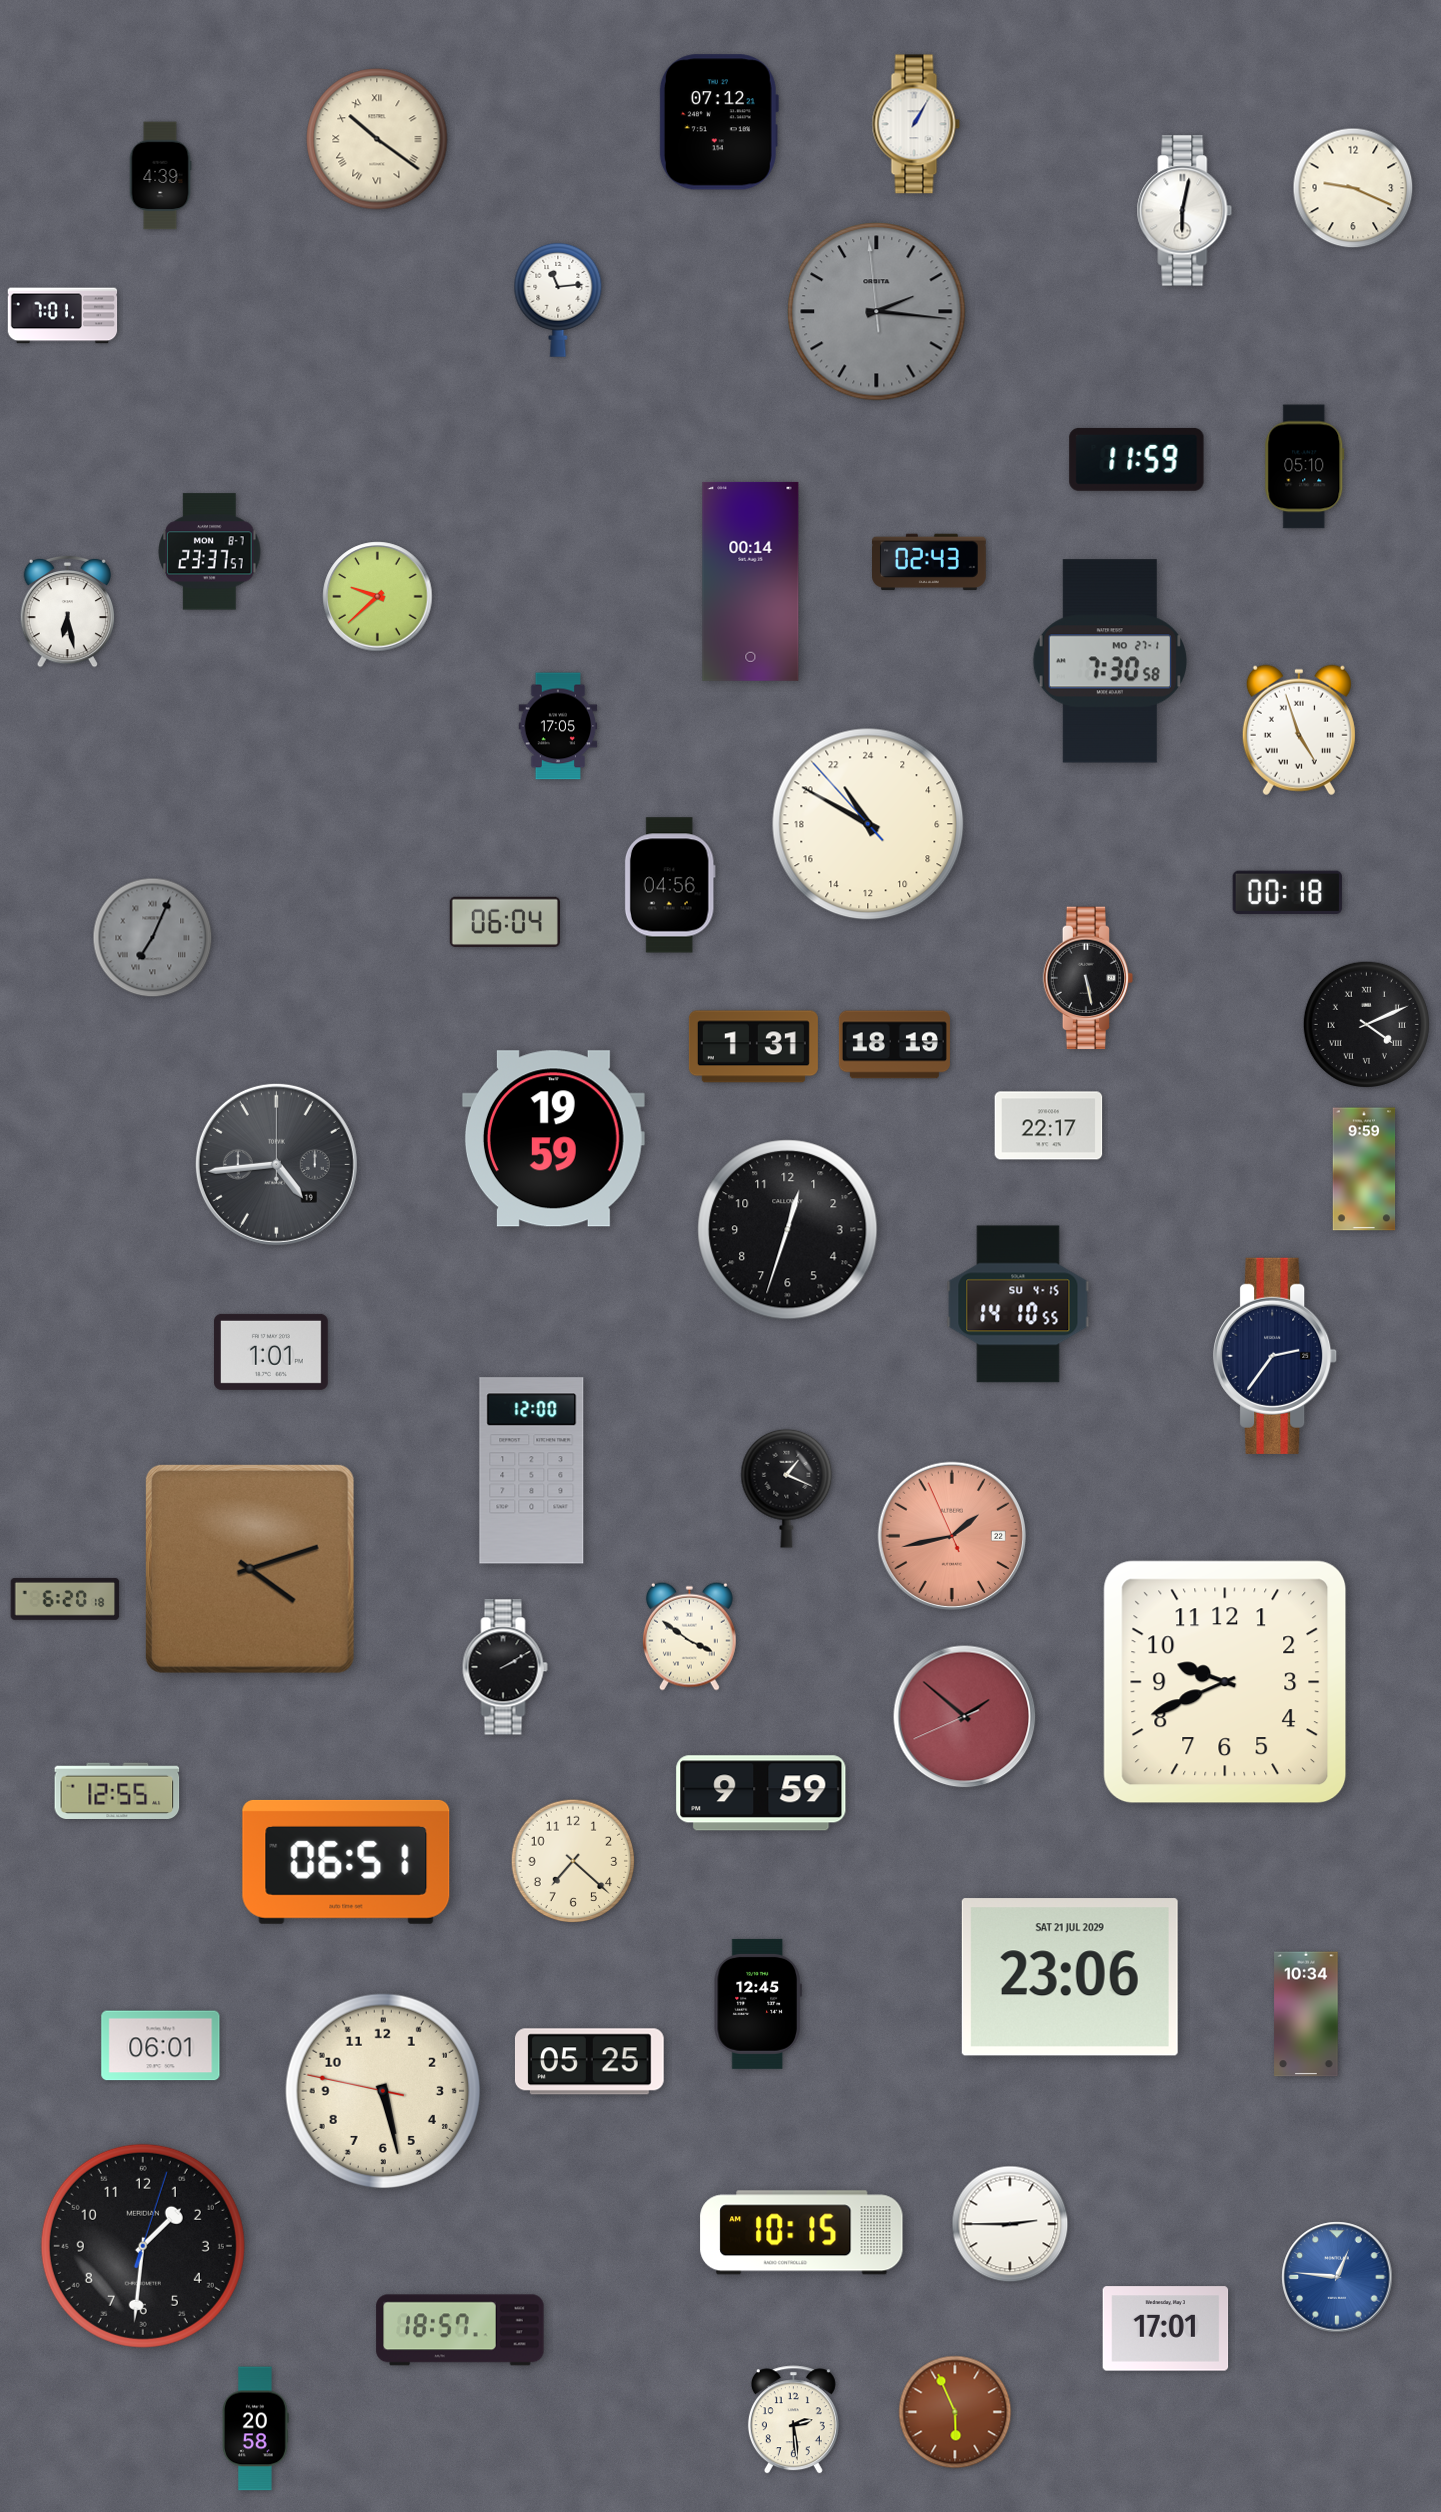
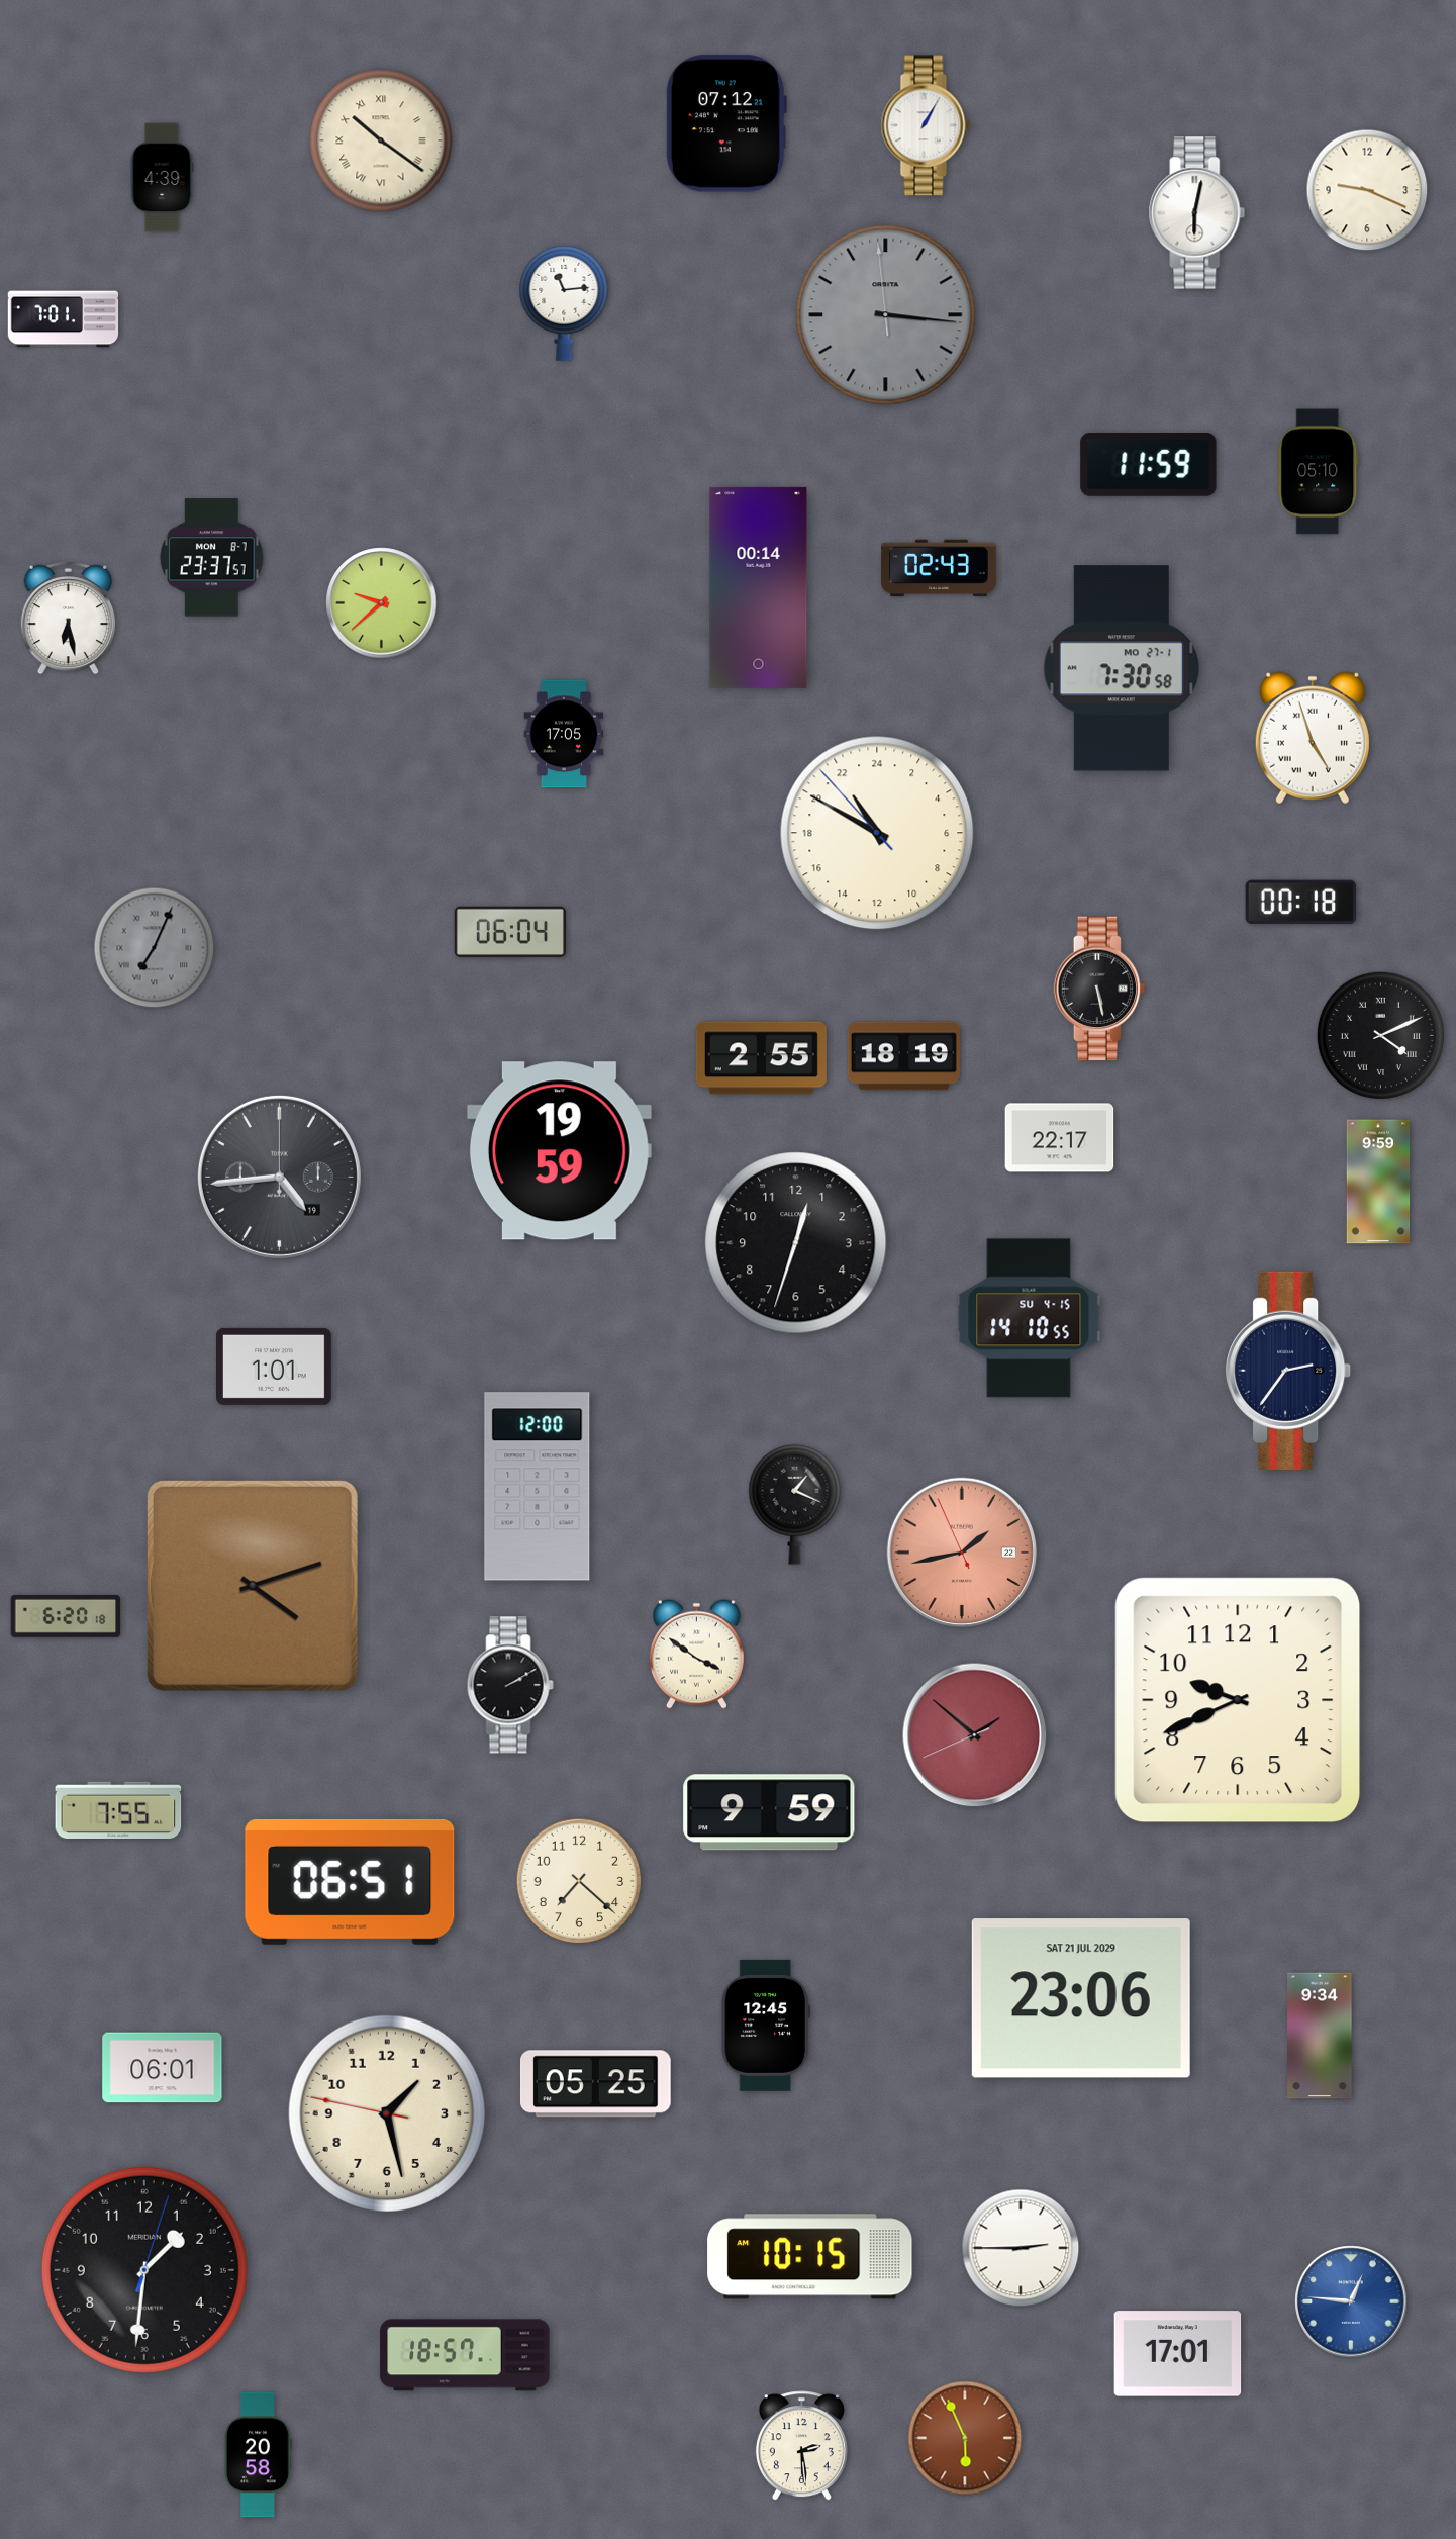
clock at (877, 312): 2:15 -> 3:15
clock at (670, 885): 04:56 -> none
clock at (753, 1047): 1:31 -> 2:55
clock at (117, 1790): 12:55 -> 7:55
clock at (1306, 2014): 10:34 -> 9:34
clock at (383, 2091): 5:27 -> 1:27
